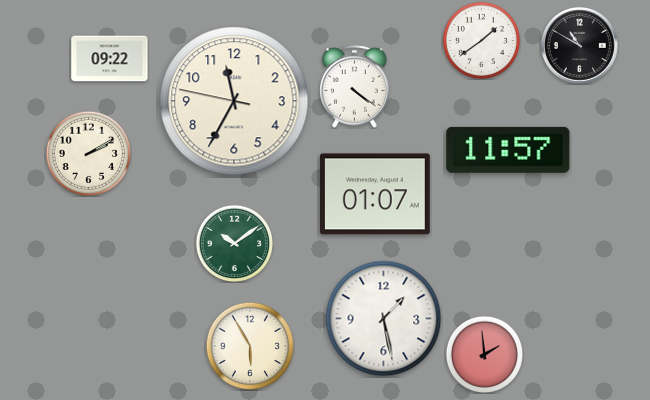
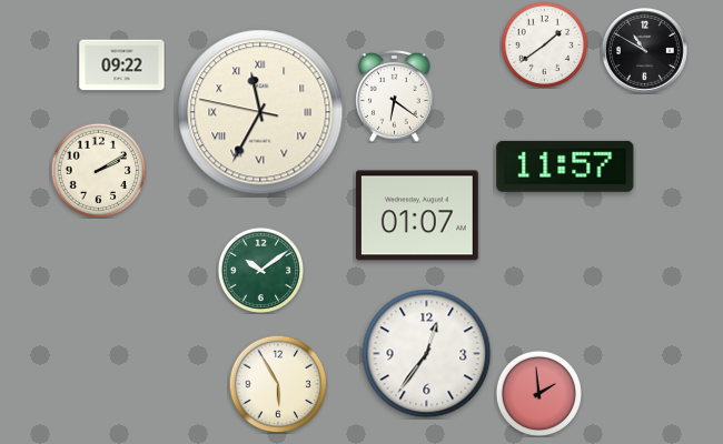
clock at (481, 40) position: (481, 40) -> (544, 44)
clock at (355, 87): 4:21 -> 6:21
clock at (234, 101) numerals: Arabic -> Roman
clock at (384, 319): 1:28 -> 12:36
